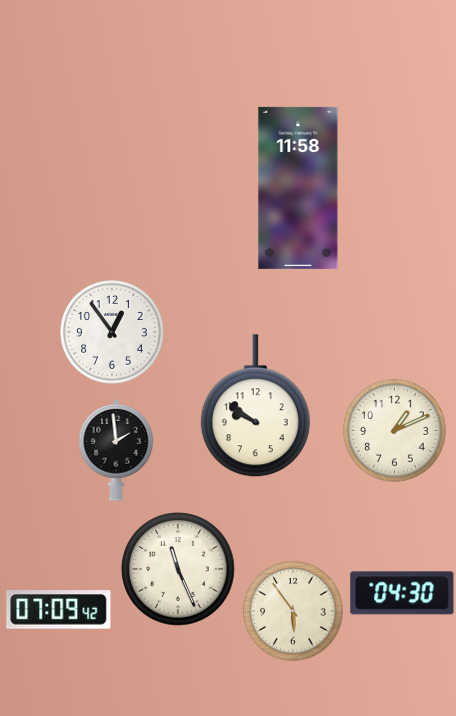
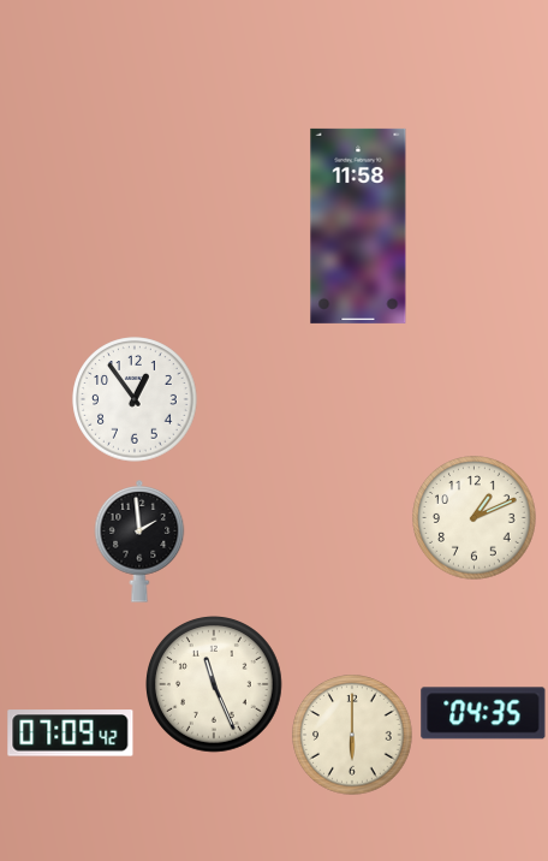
clock at (255, 406): 9:51 -> none
clock at (402, 593): 04:30 -> 04:35
clock at (293, 611): 5:54 -> 6:00
